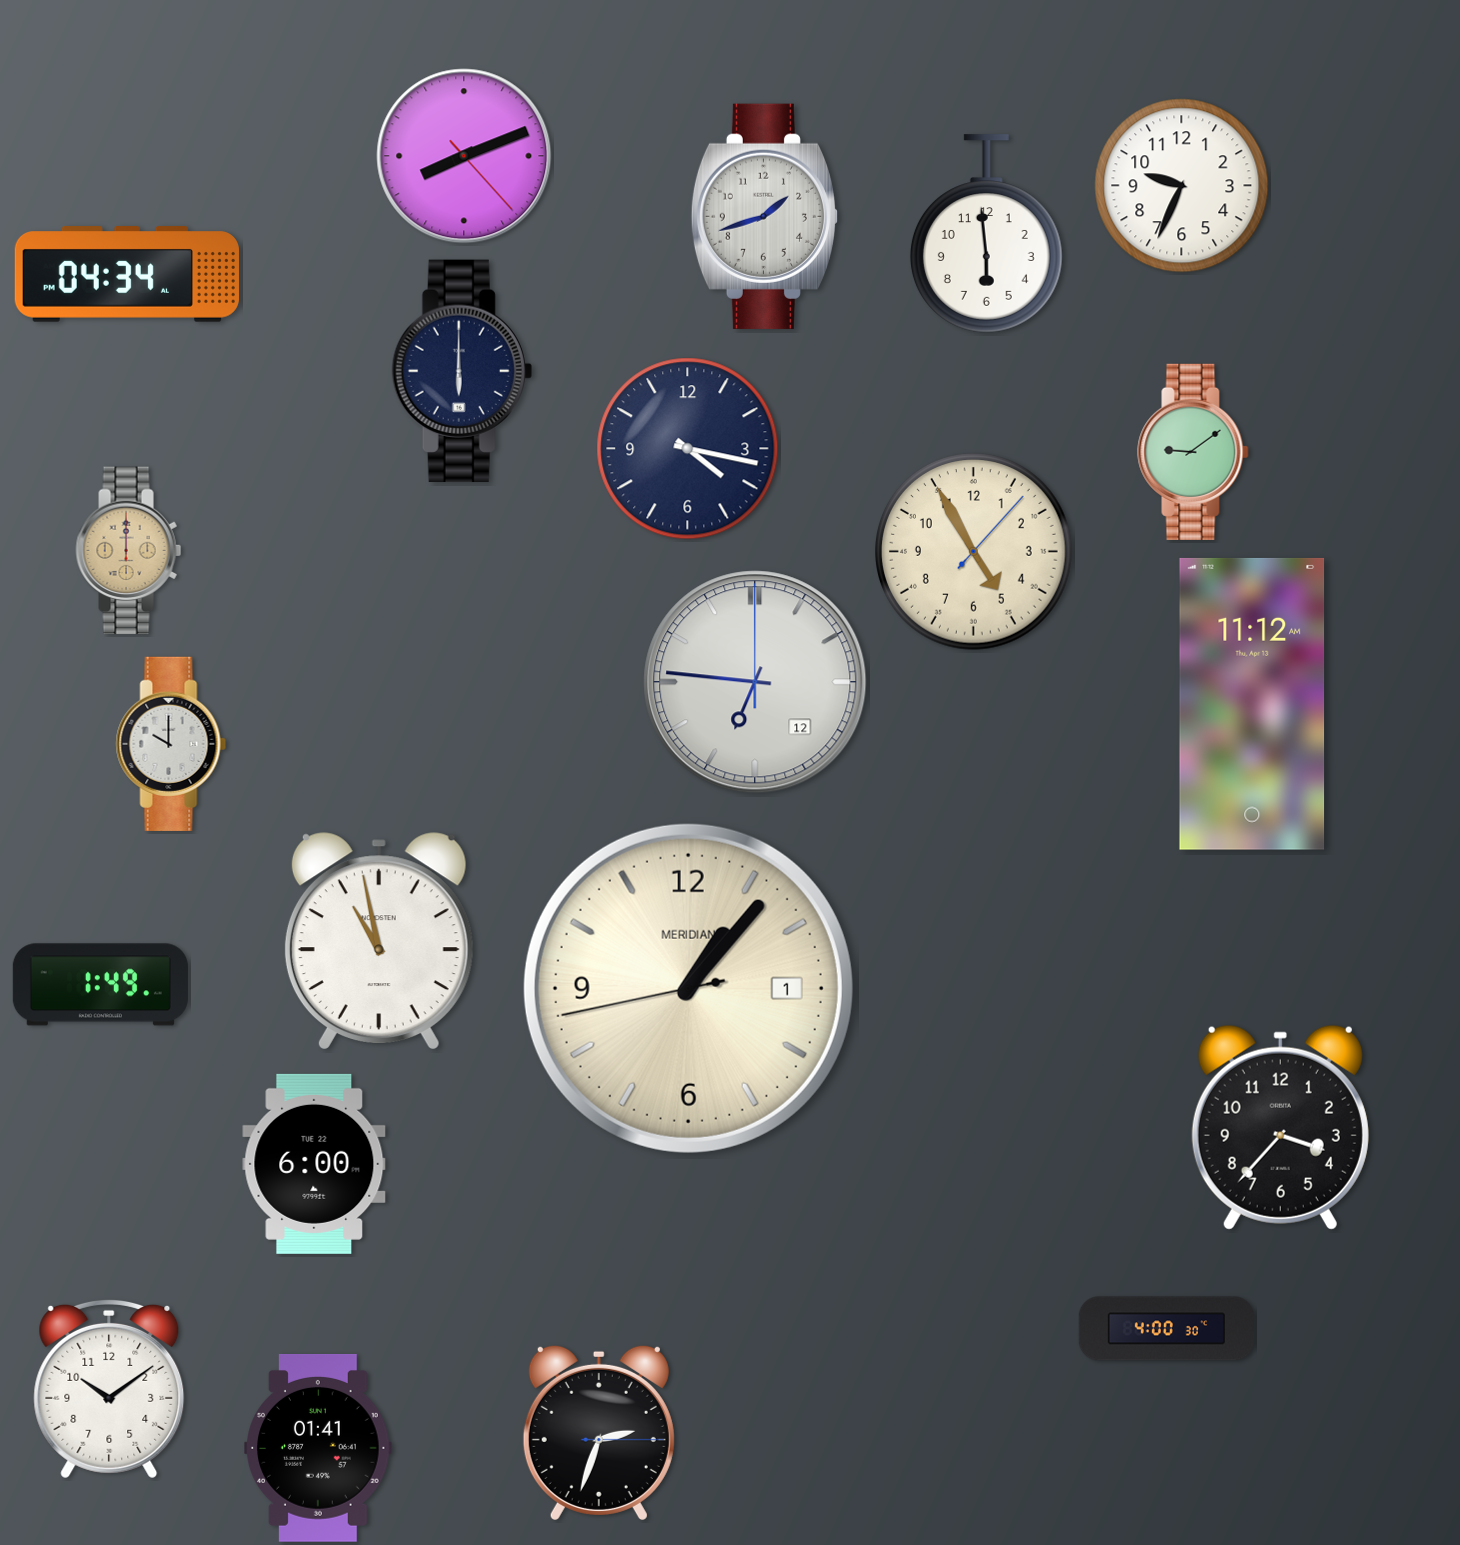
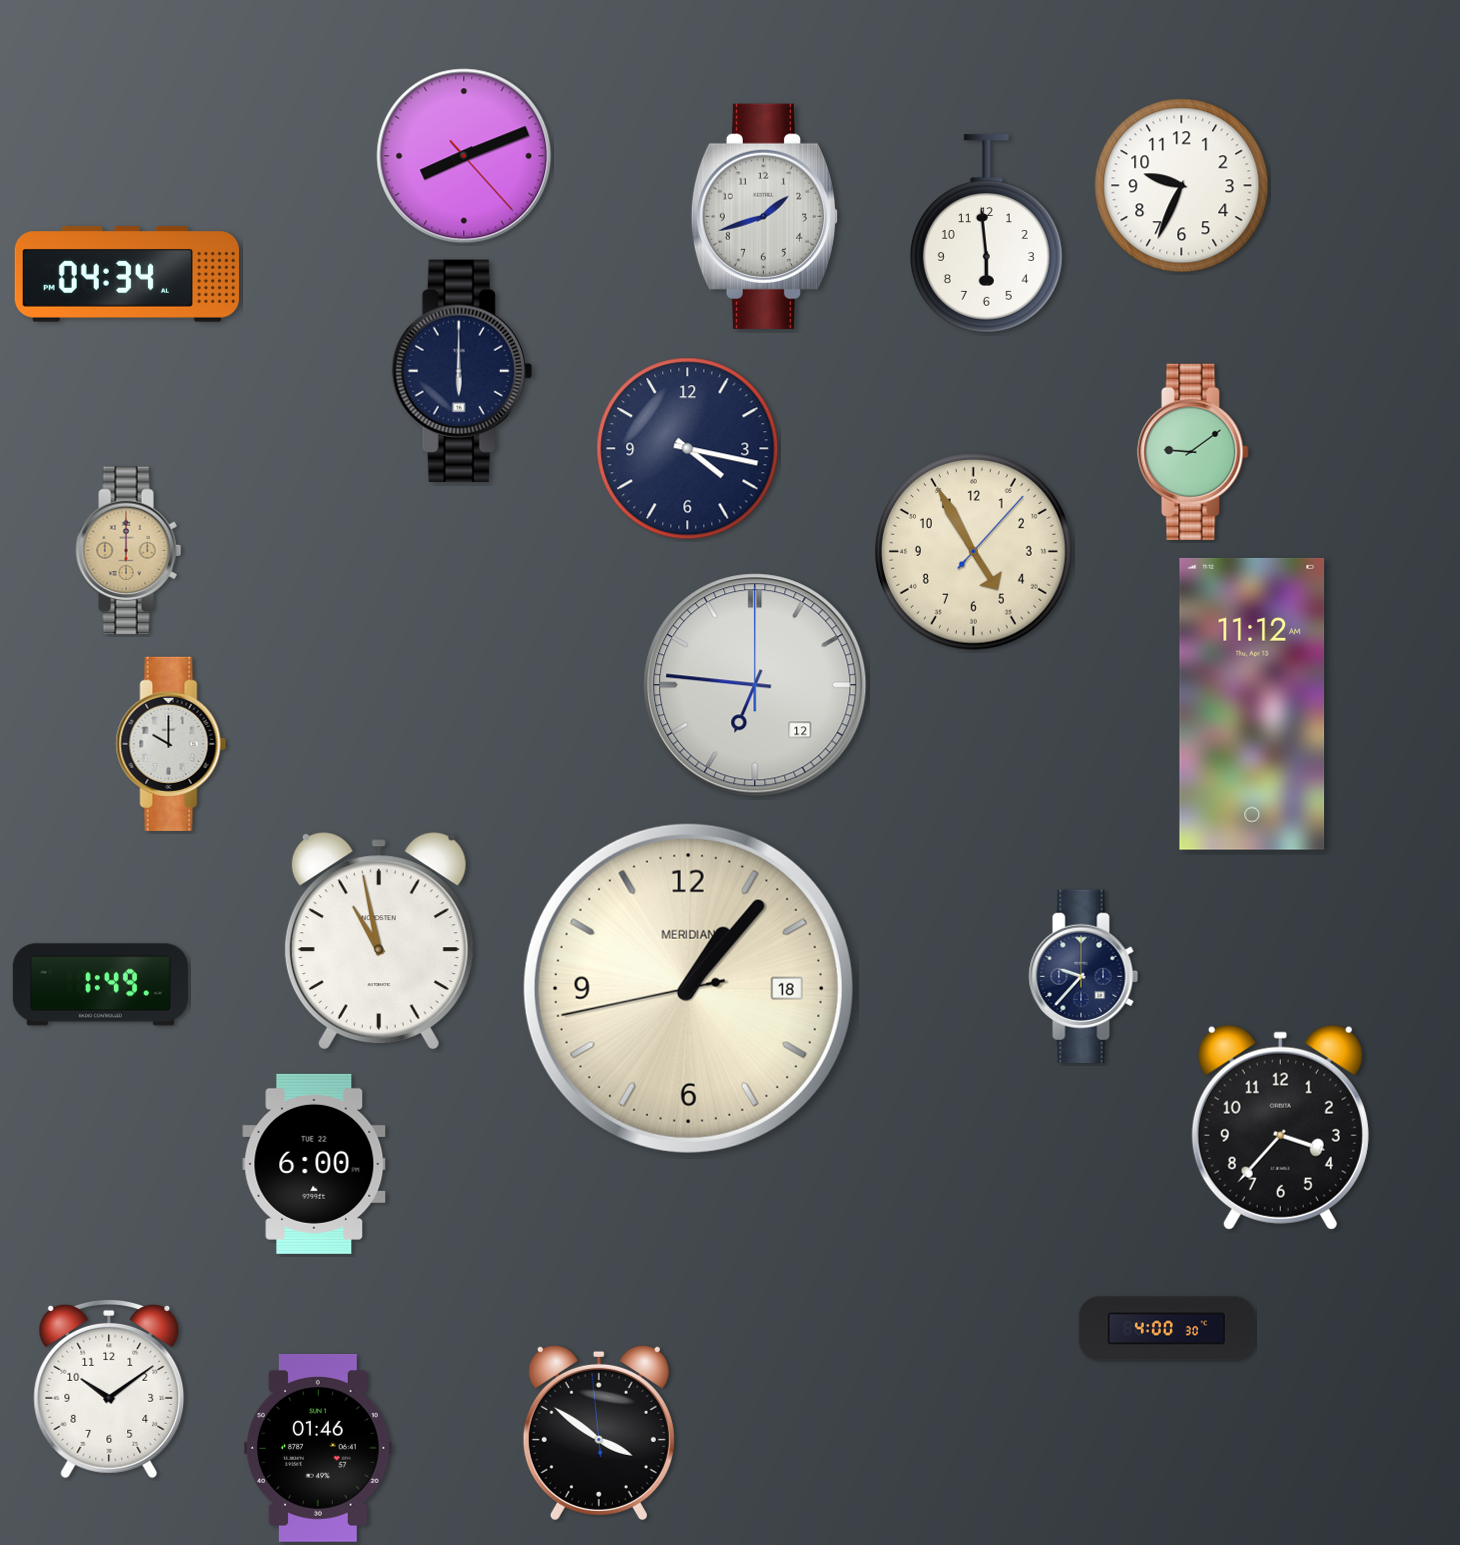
clock at (755, 682) position: (755, 682) -> (755, 685)
clock at (1084, 976): none -> 9:37
clock at (688, 988) date: 1 -> 18
clock at (599, 1432): 2:33 -> 3:50
clock at (318, 1448): 01:41 -> 01:46
